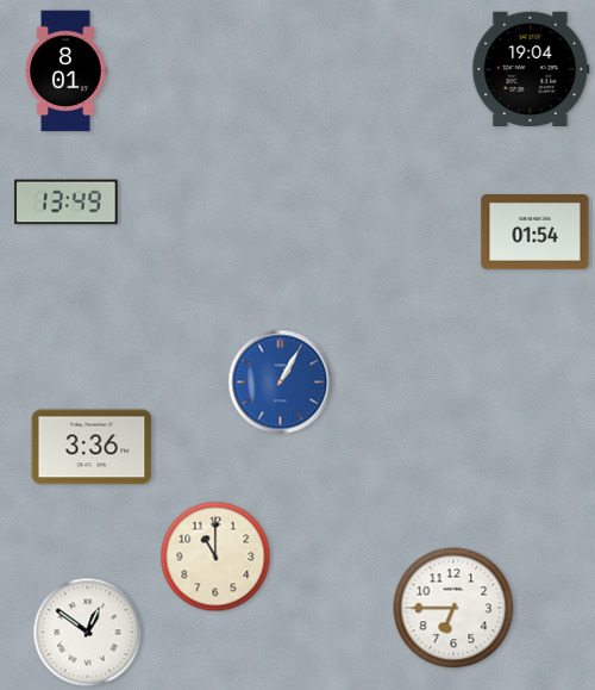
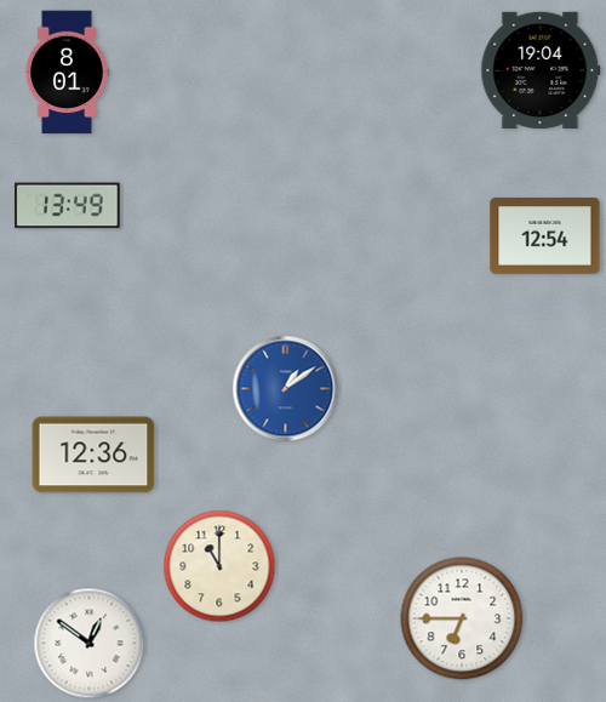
clock at (535, 232): 01:54 -> 12:54
clock at (281, 383): 1:05 -> 1:09
clock at (92, 447): 3:36 -> 12:36
